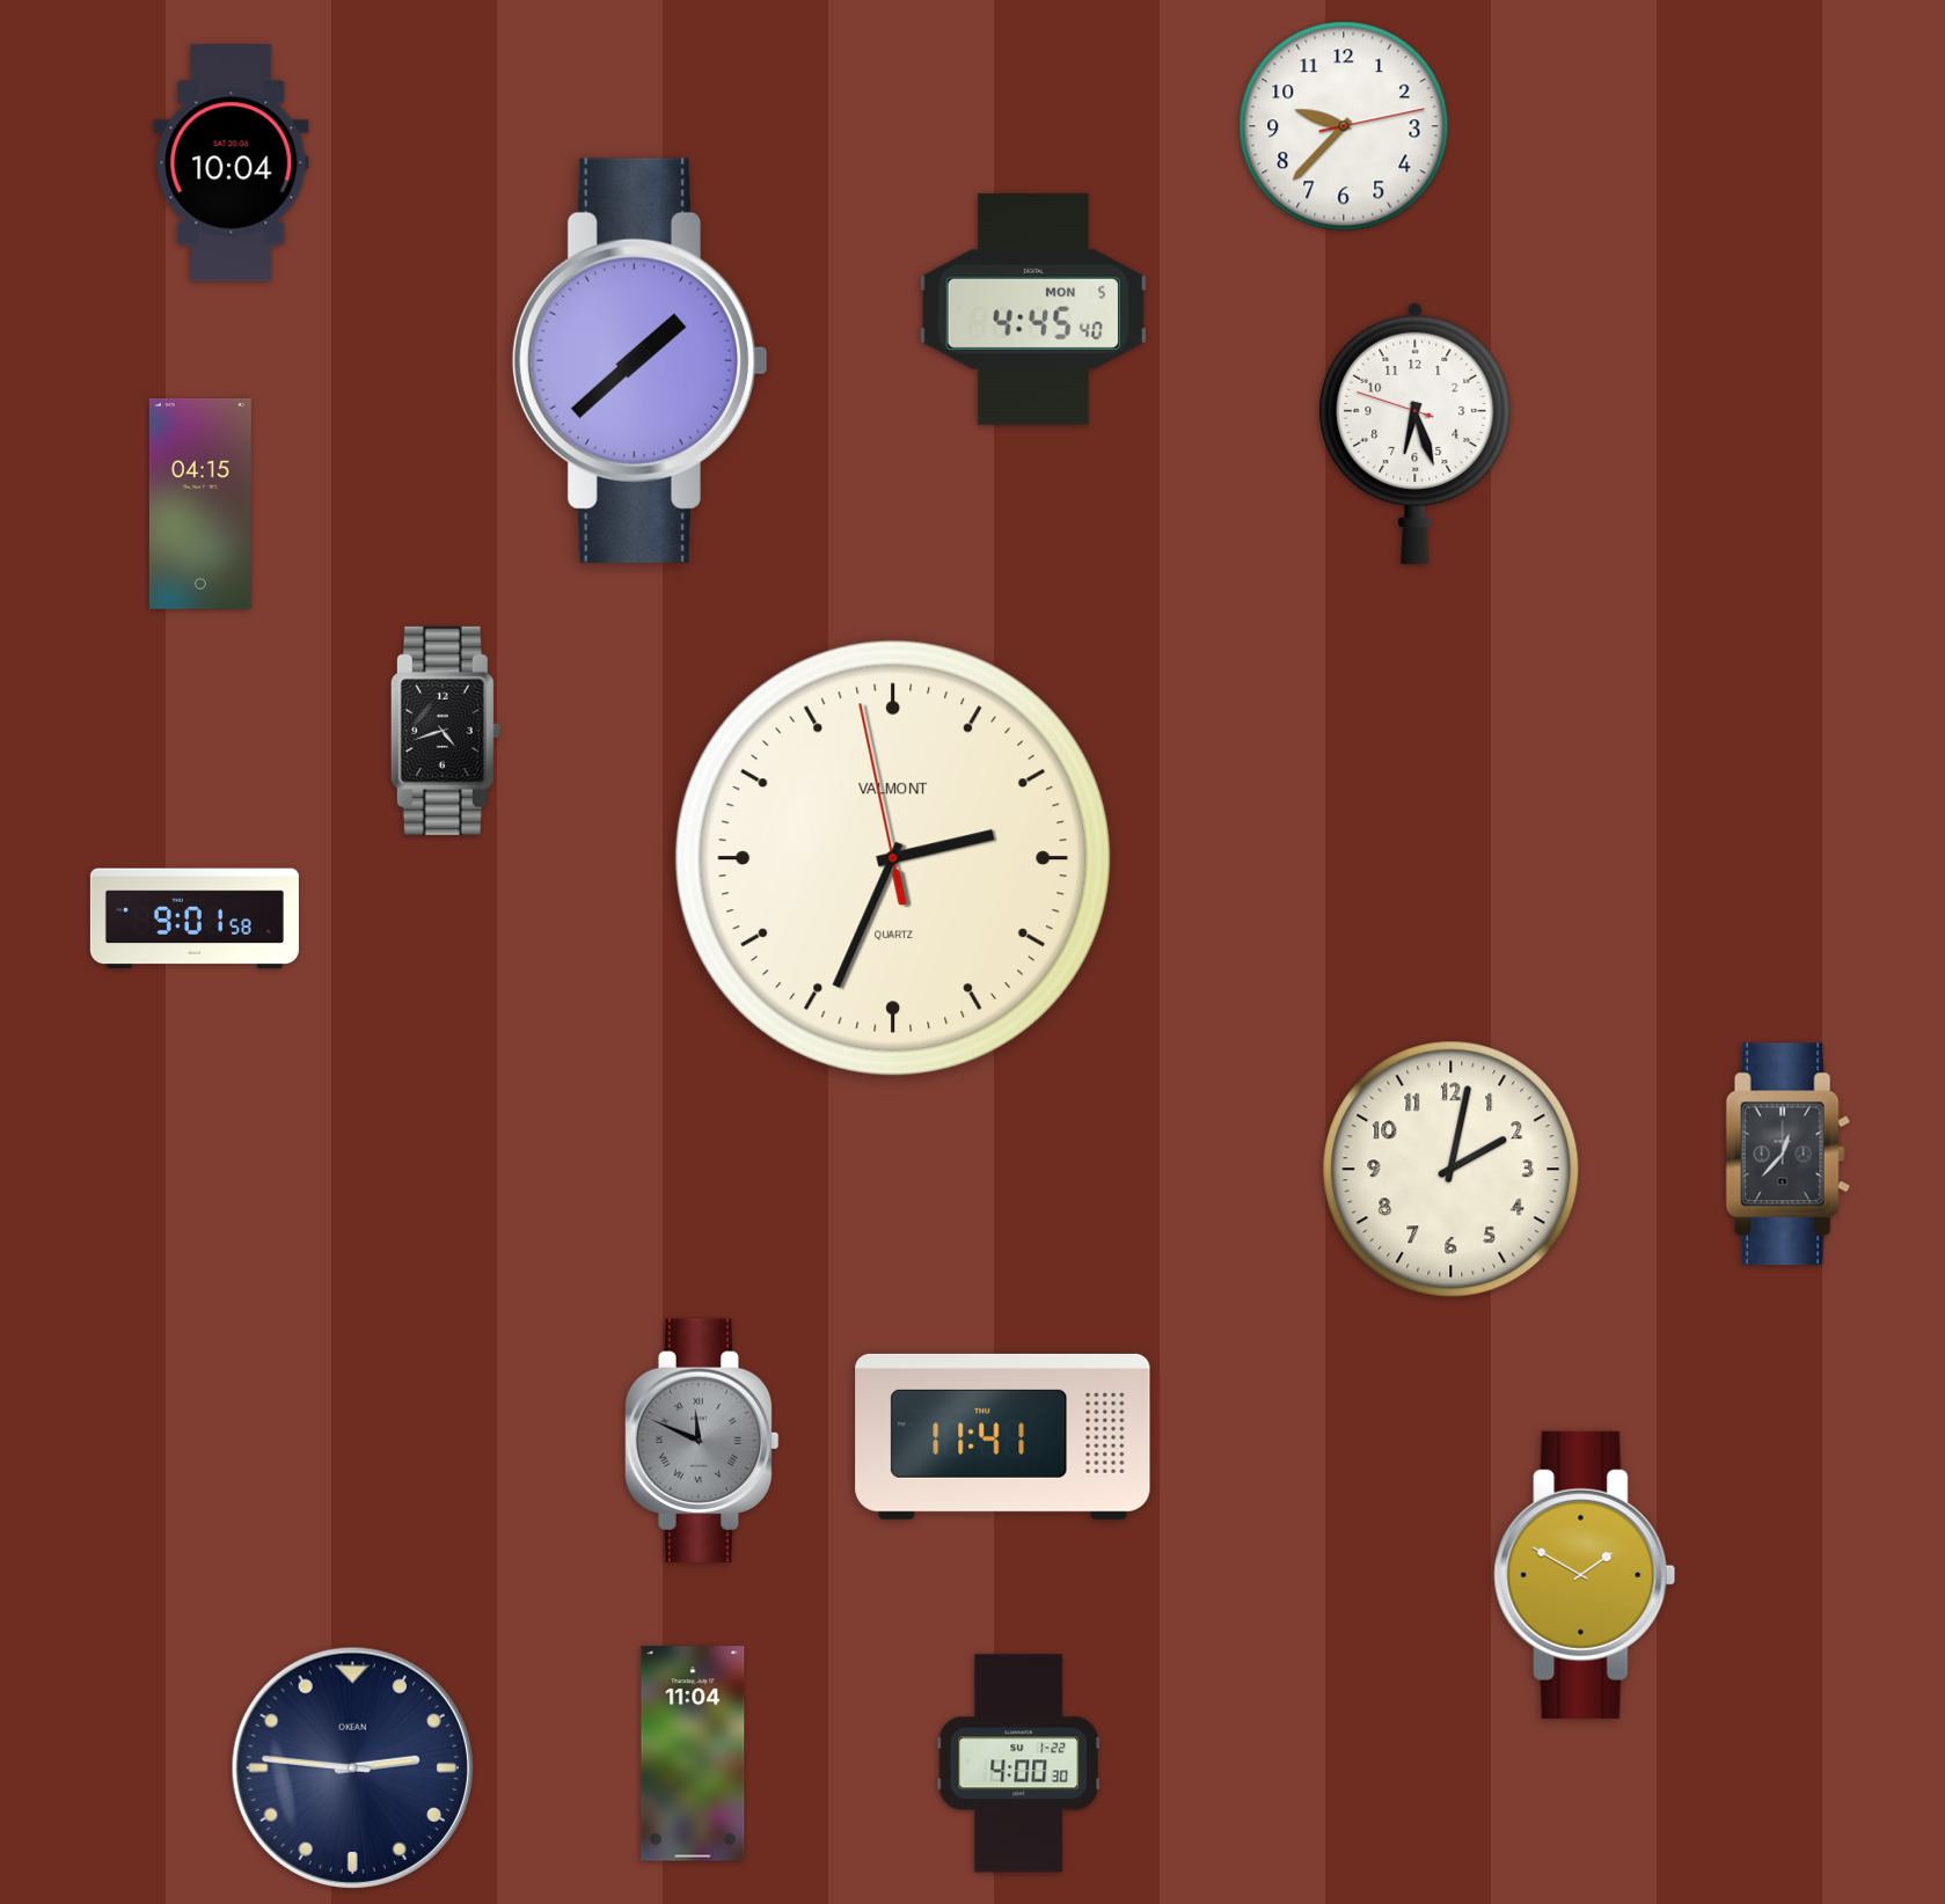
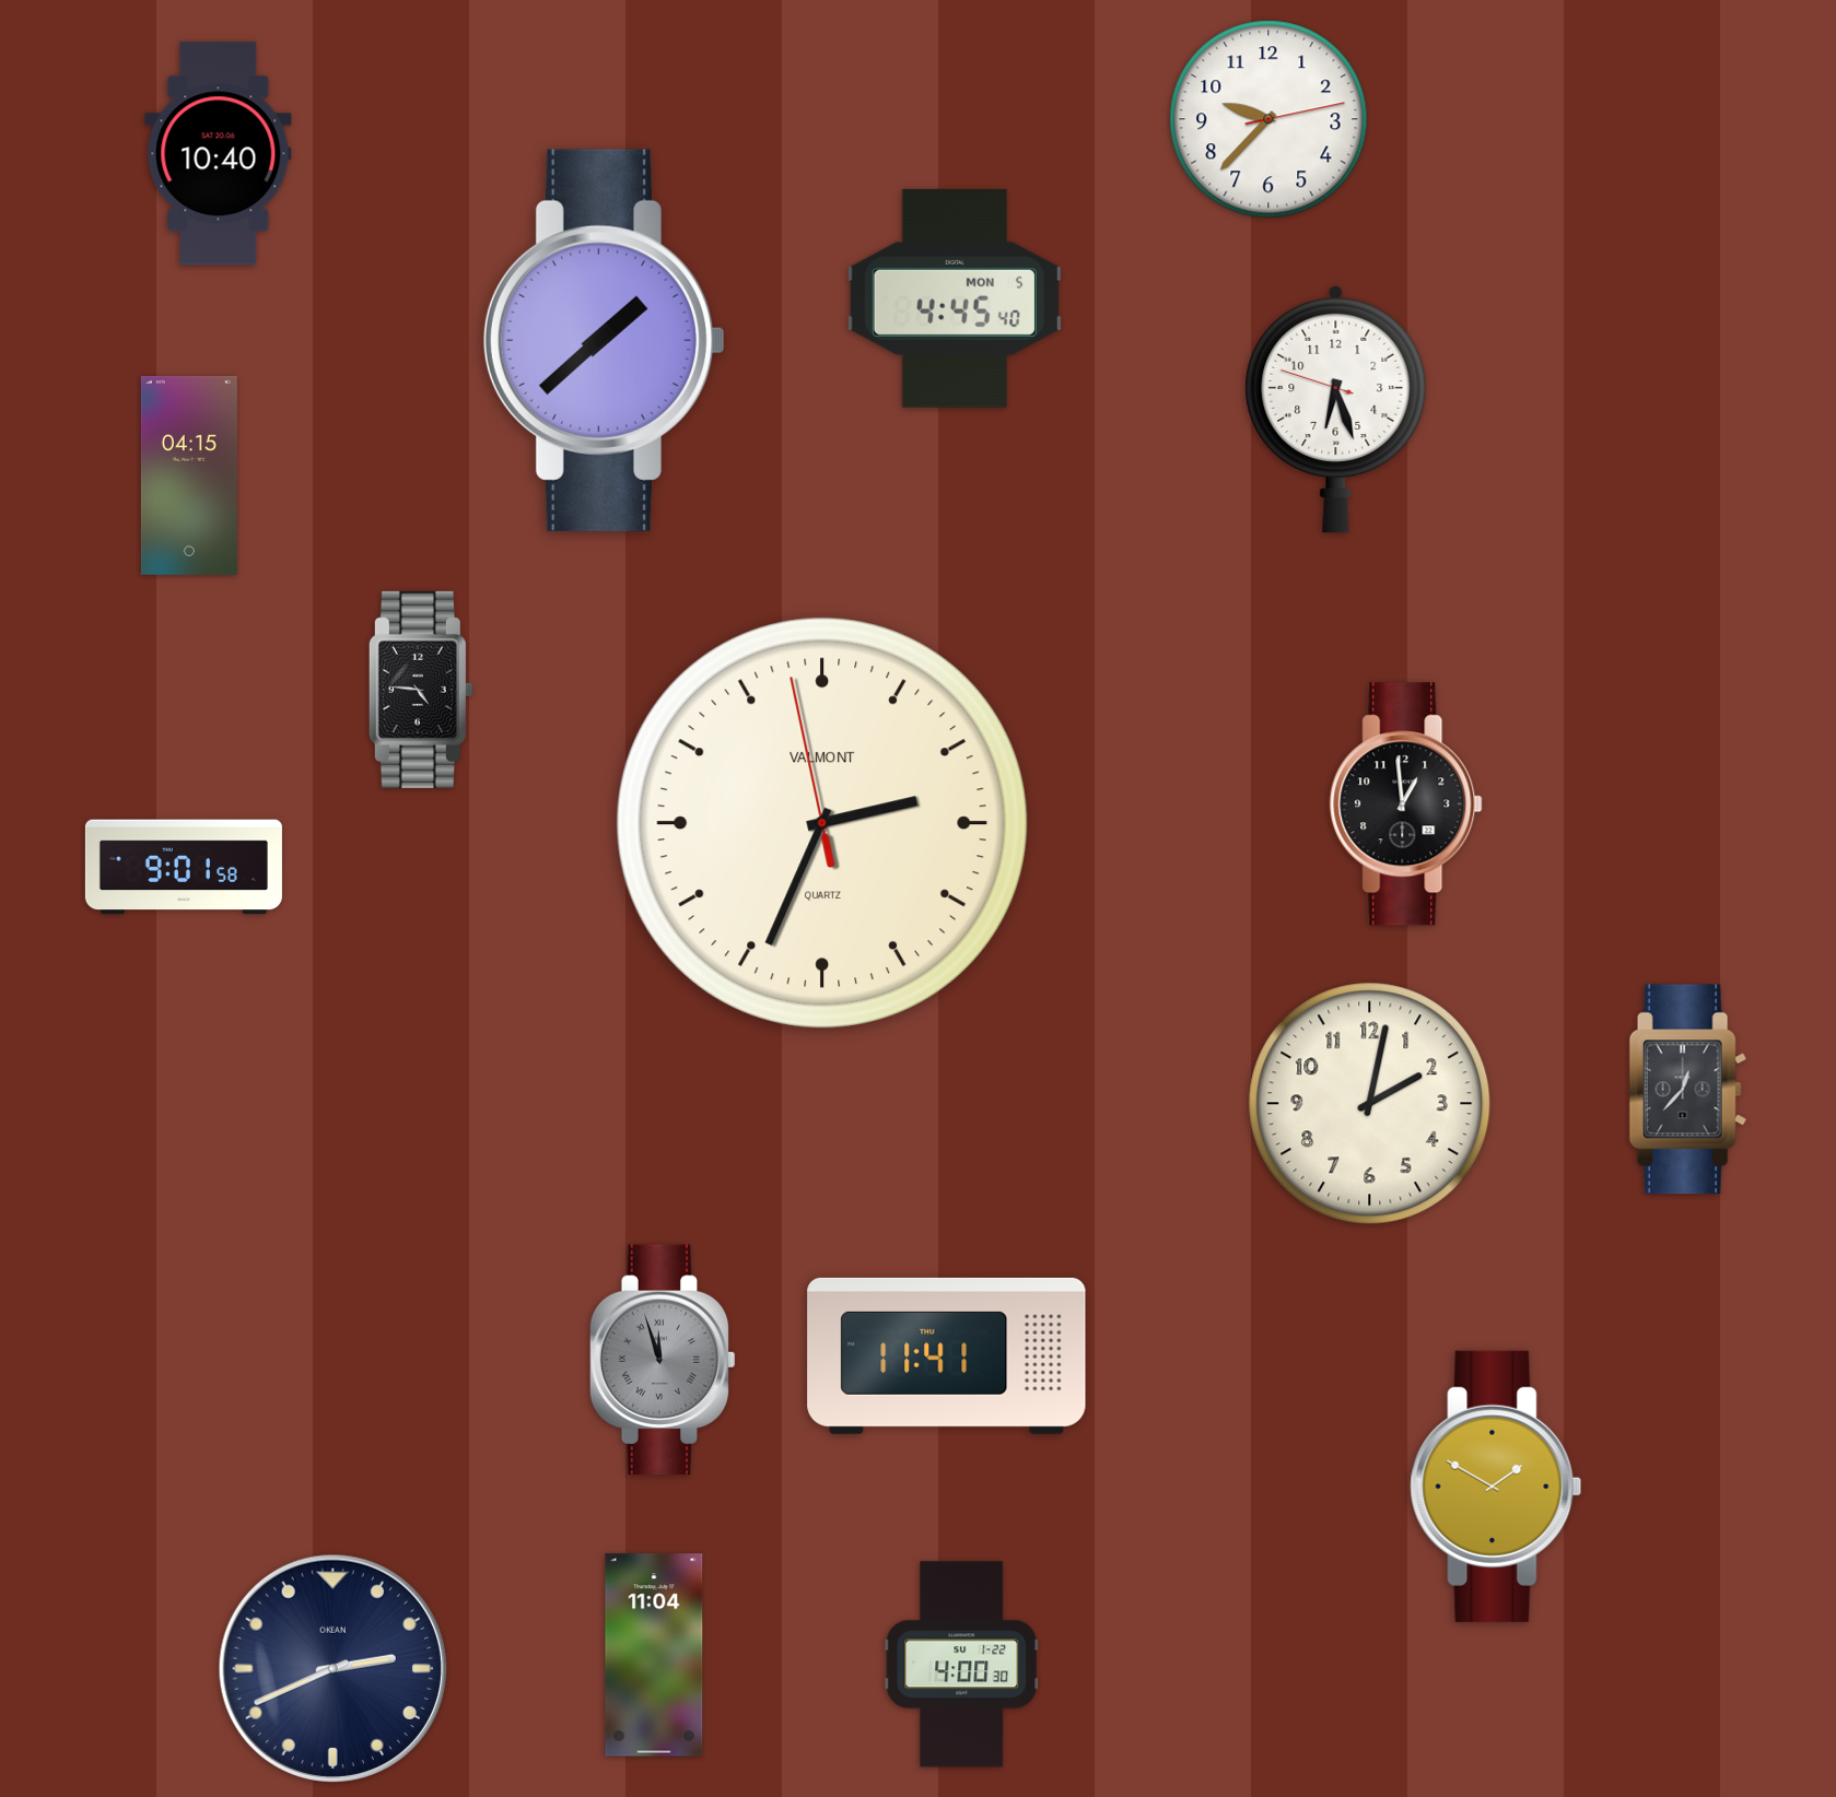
clock at (232, 163): 10:04 -> 10:40
clock at (1033, 309) position: (1033, 309) -> (955, 298)
clock at (446, 731): 4:42 -> 4:46
clock at (1406, 804): none -> 12:59
clock at (893, 858) position: (893, 858) -> (822, 823)
clock at (702, 1441): 11:49 -> 11:57
clock at (352, 1767): 2:46 -> 2:41
